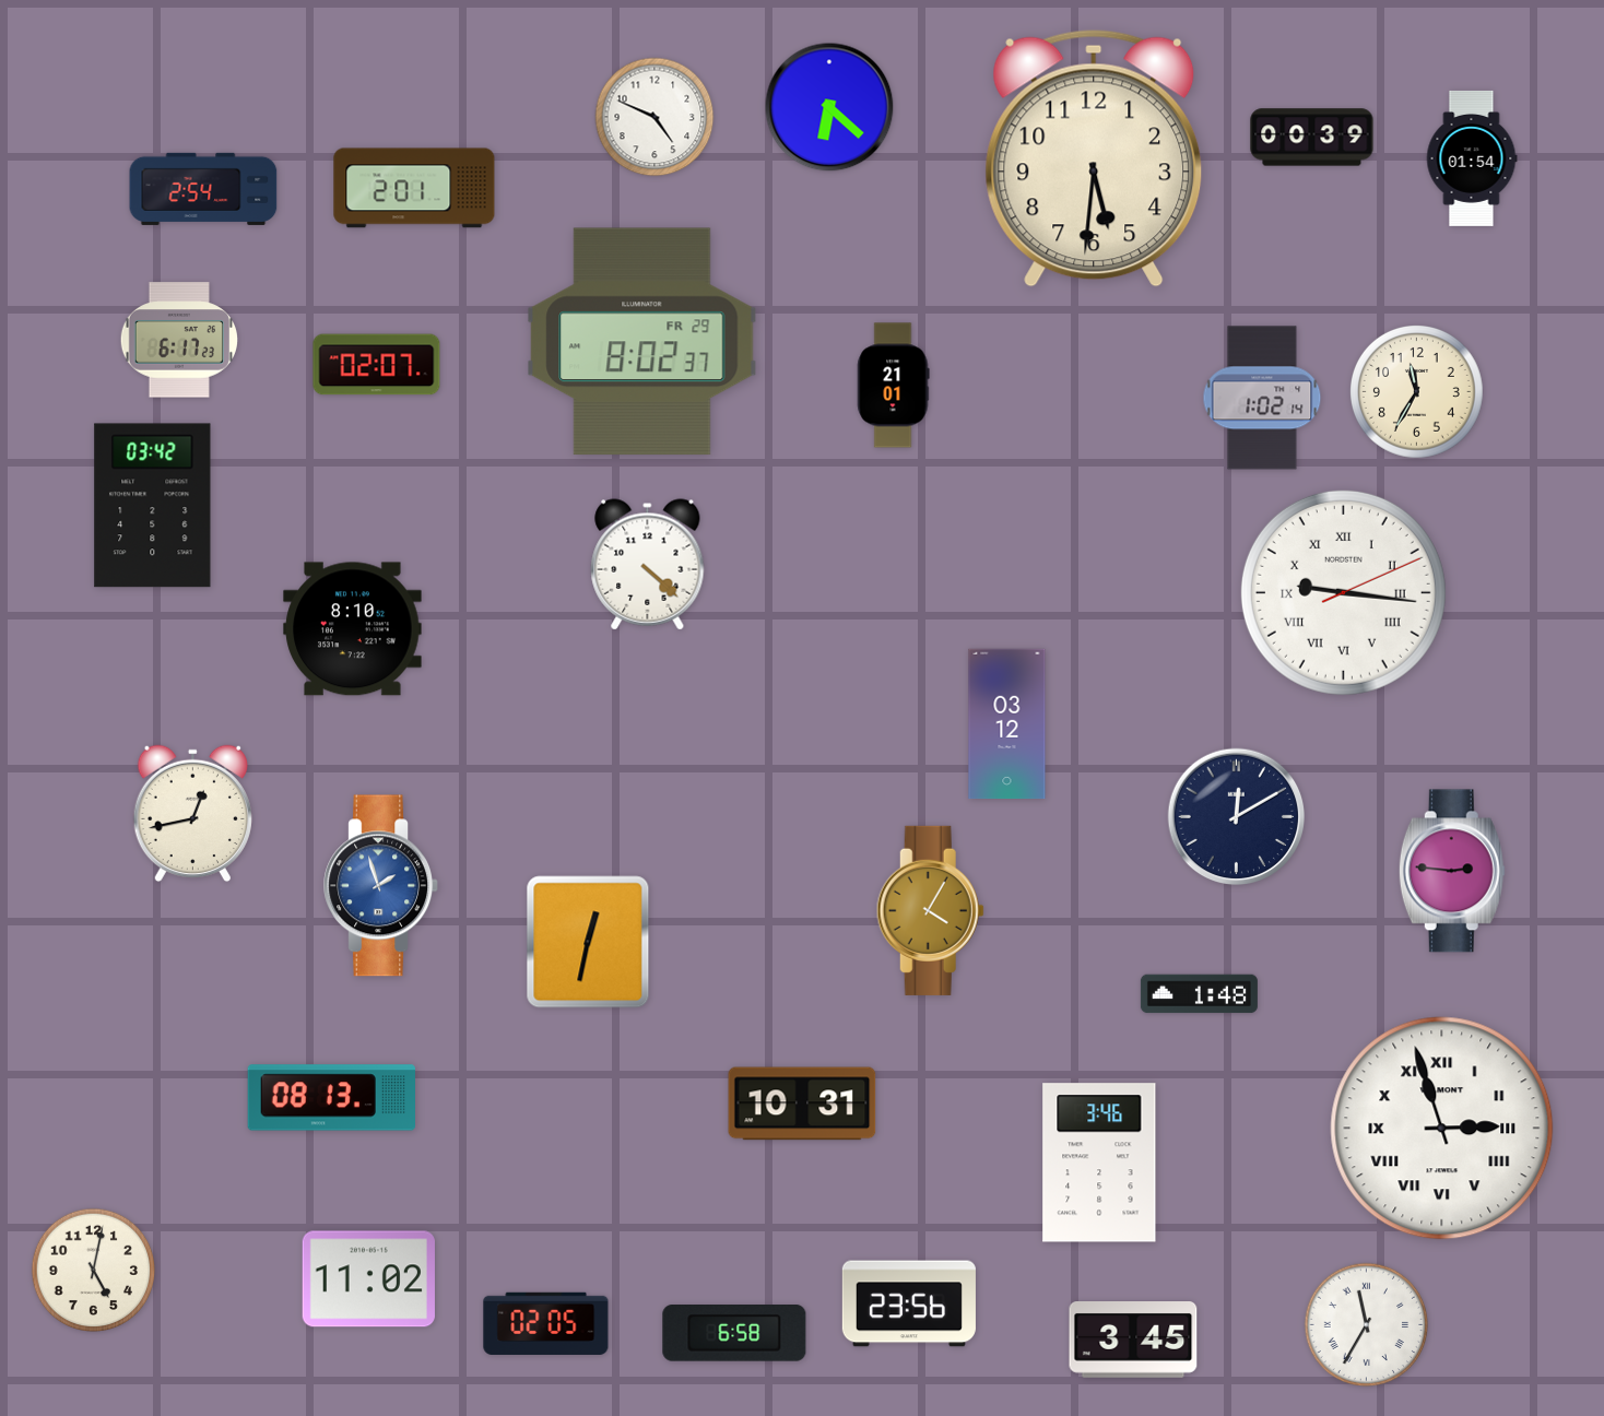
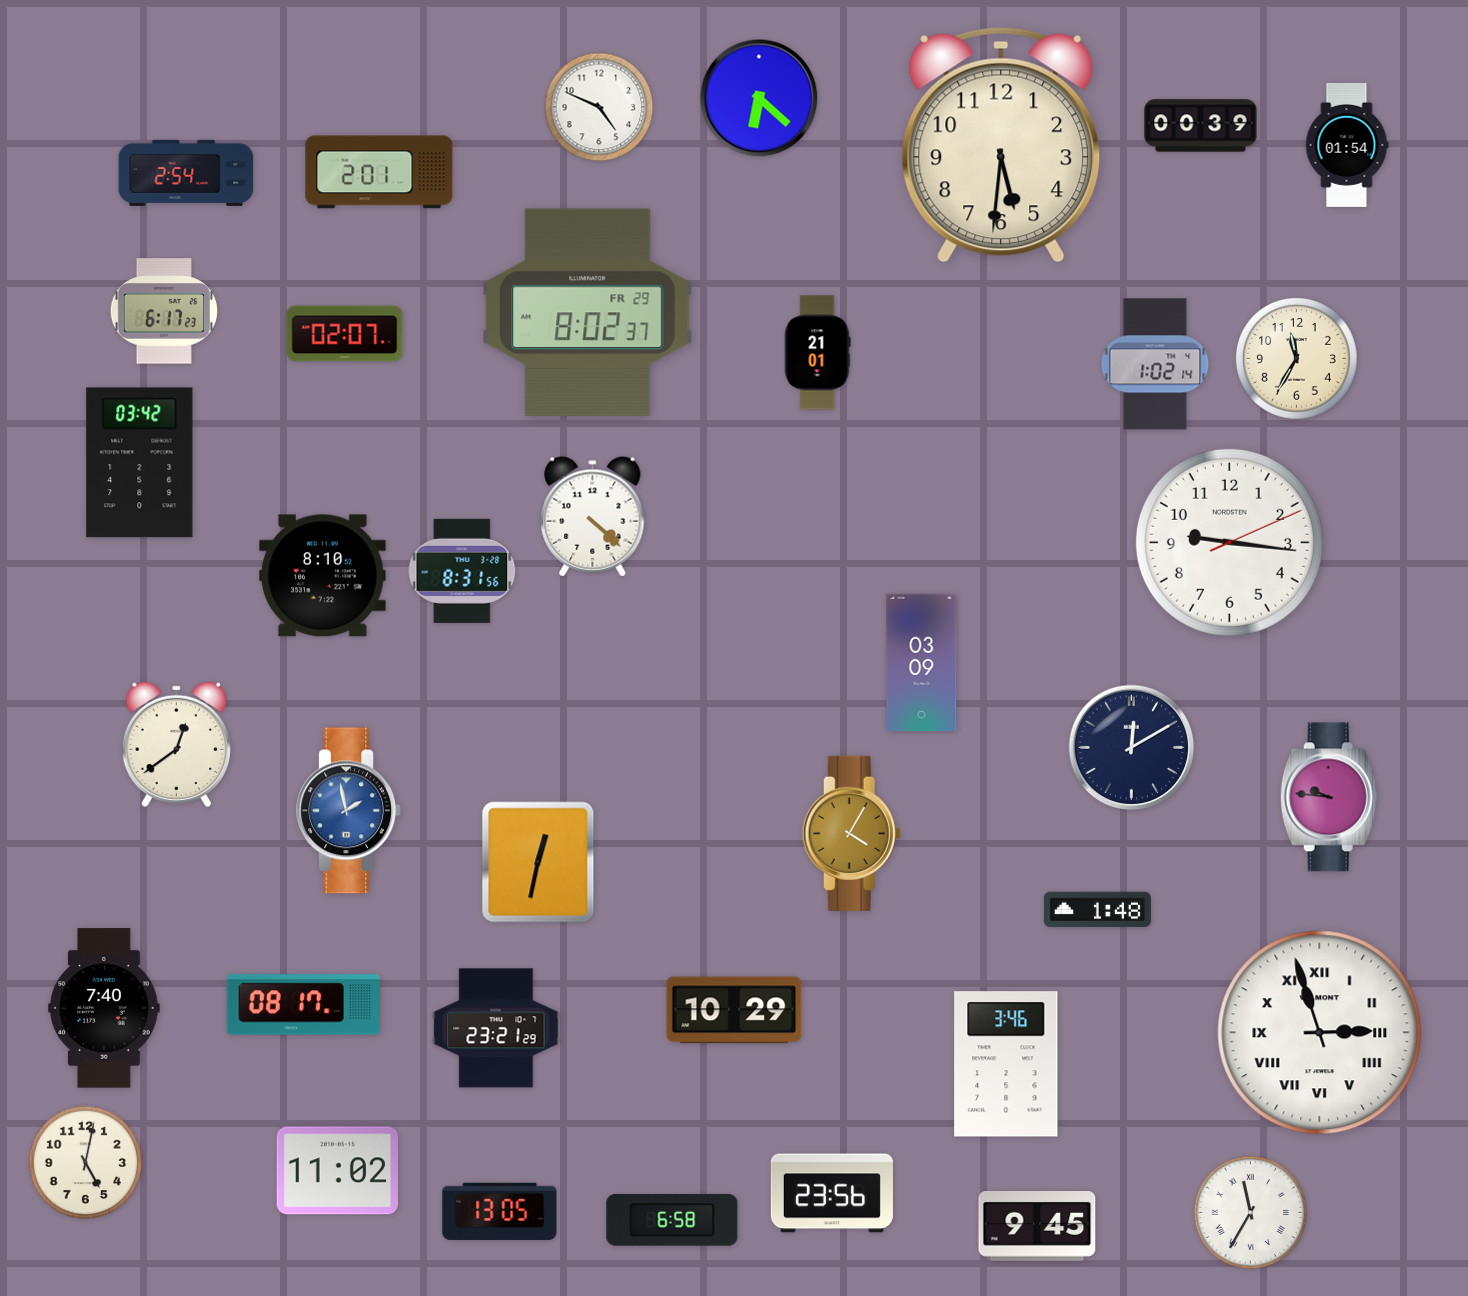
clock at (1343, 592) numerals: Roman -> Arabic
clock at (462, 571): none -> 8:31
clock at (1007, 724): 03:12 -> 03:09
clock at (192, 814): 12:43 -> 12:39
clock at (1452, 871): 2:46 -> 9:46
clock at (380, 886): 1:57 -> 1:58
clock at (332, 1098): 08:13 -> 08:17
clock at (104, 1008): none -> 7:40
clock at (802, 1104): 10:31 -> 10:29
clock at (496, 1028): none -> 23:21
clock at (546, 1323): 02:05 -> 13:05
clock at (1133, 1341): 3:45 -> 9:45
